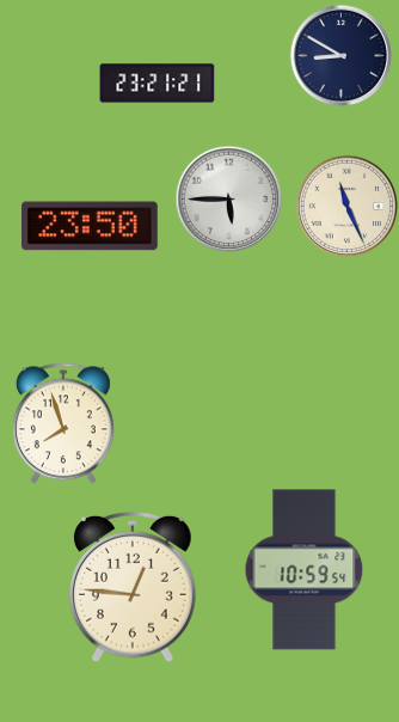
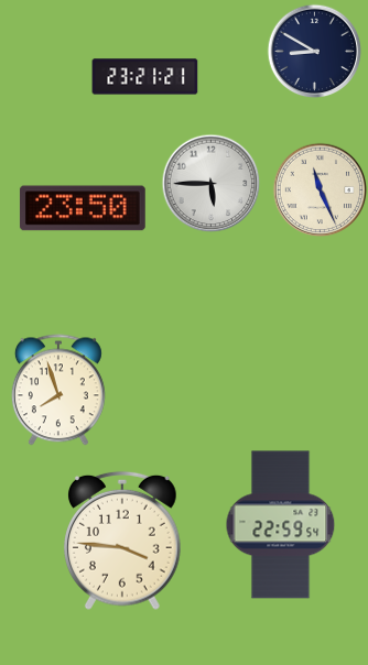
clock at (305, 570): 10:59 -> 22:59
clock at (134, 587): 12:46 -> 3:46
